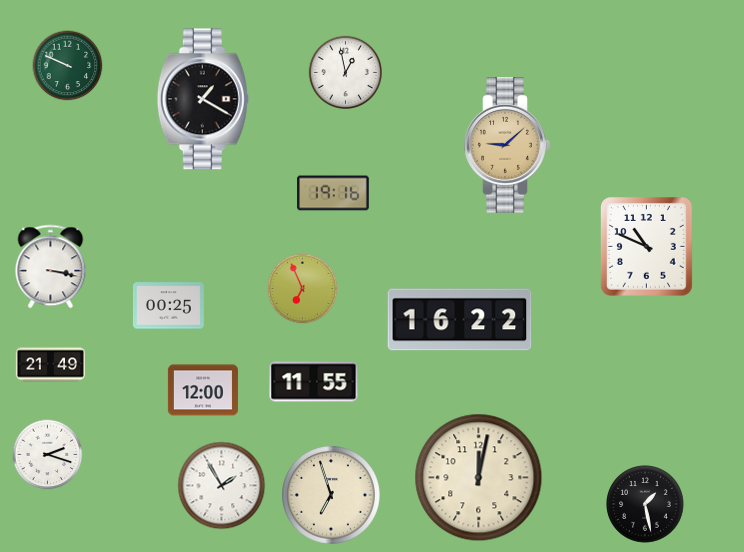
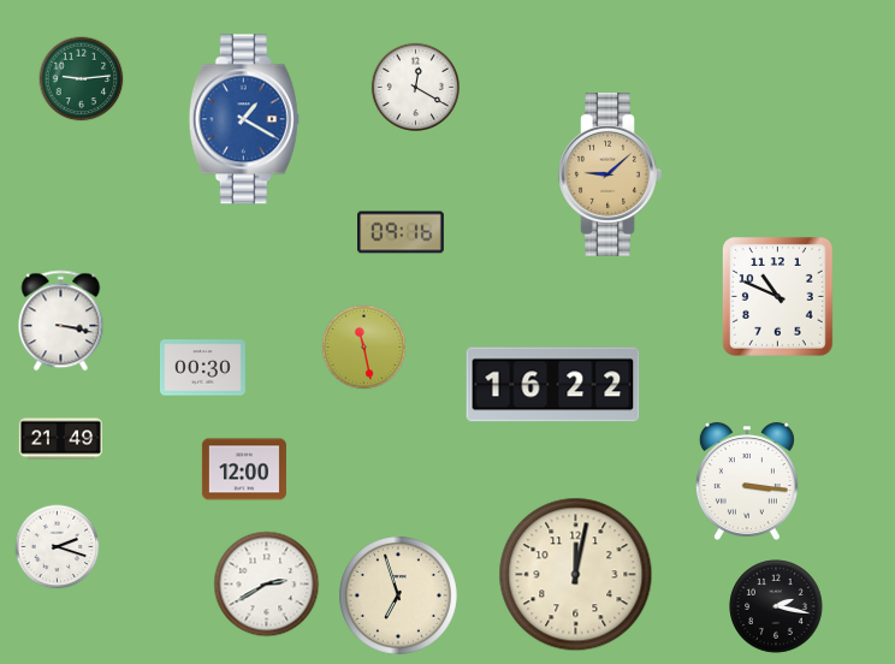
clock at (68, 66): 9:49 -> 9:14
clock at (345, 72): 12:58 -> 12:20
clock at (203, 99) dial: black -> blue
clock at (333, 193): 19:16 -> 09:16
clock at (303, 289): 6:56 -> 11:28
clock at (168, 306): 00:25 -> 00:30
clock at (314, 382): 11:55 -> none
clock at (747, 481): none -> 3:16
clock at (222, 486): 1:55 -> 2:40
clock at (645, 504): 1:28 -> 2:17
